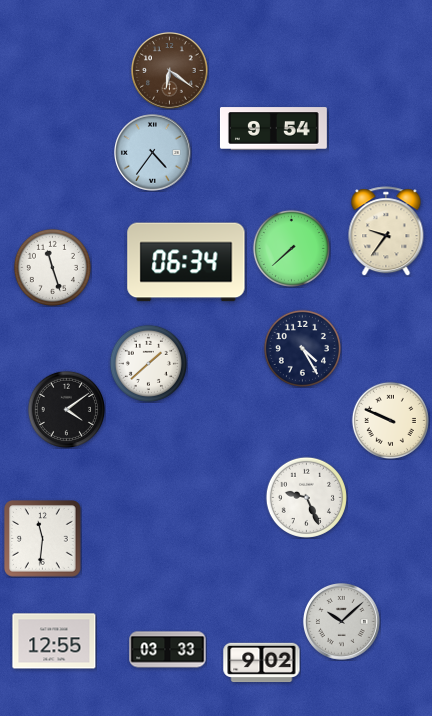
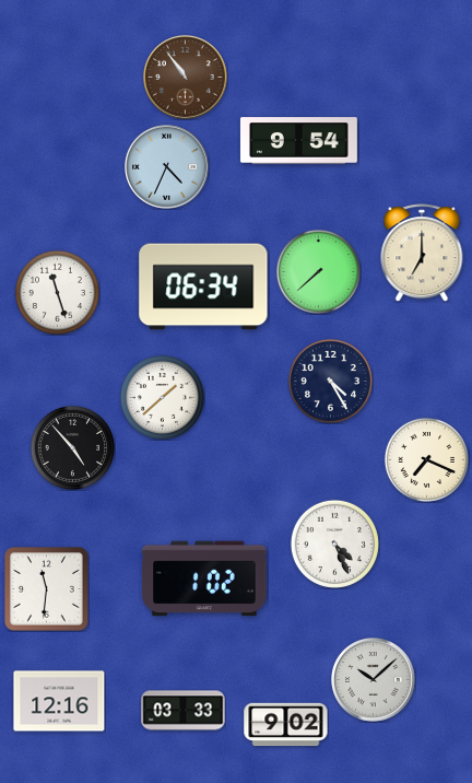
clock at (170, 71): 6:21 -> 10:54
clock at (153, 153): 4:36 -> 4:34
clock at (386, 231): 9:36 -> 7:00
clock at (66, 409): 4:09 -> 4:53
clock at (390, 420): 9:49 -> 7:19
clock at (306, 497): 9:26 -> 4:26
clock at (204, 579): none -> 1:02
clock at (54, 641): 12:55 -> 12:16
